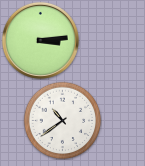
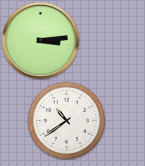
clock at (62, 120) position: (62, 120) -> (66, 120)
